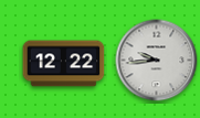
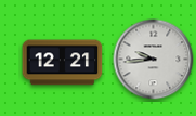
clock at (64, 64): 12:22 -> 12:21
